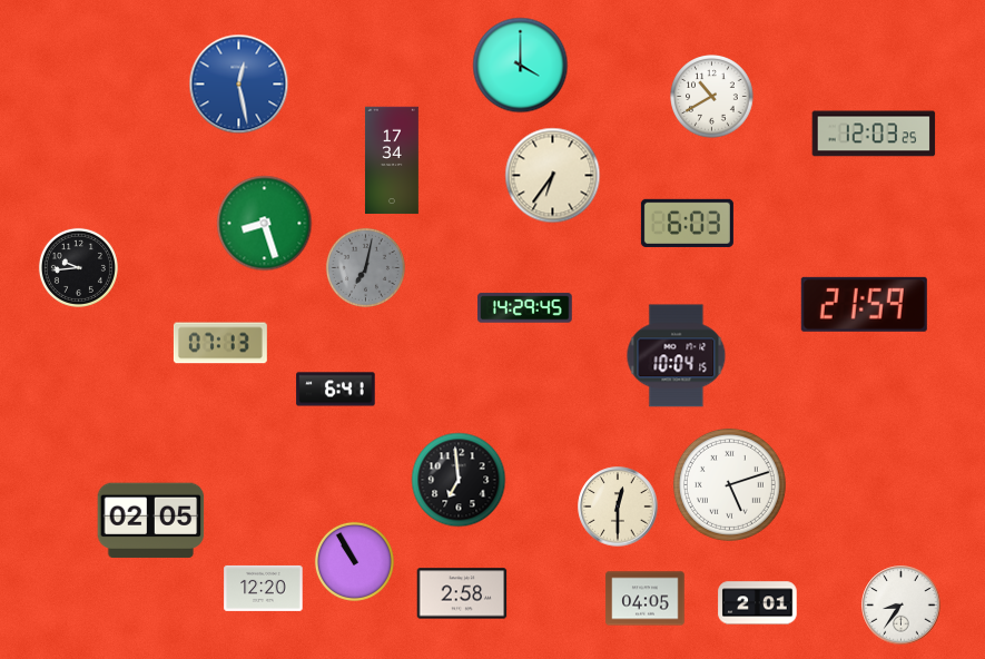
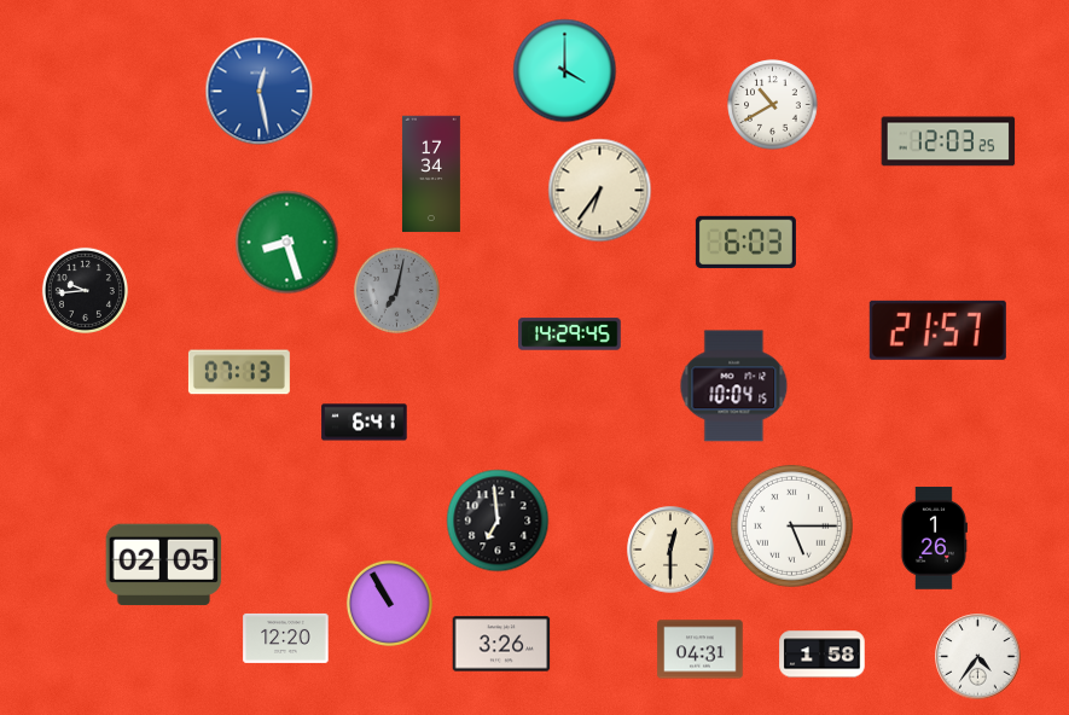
clock at (874, 134) position: (874, 134) -> (948, 141)
clock at (392, 160) position: (392, 160) -> (431, 174)
clock at (864, 304): 21:59 -> 21:57
clock at (729, 484): 5:12 -> 5:15
clock at (934, 539): none -> 1:26
clock at (354, 561) position: (354, 561) -> (389, 603)
clock at (462, 593): 2:58 -> 3:26
clock at (646, 599): 04:05 -> 04:31
clock at (758, 603): 2:01 -> 1:58
clock at (902, 606): 8:36 -> 4:36
